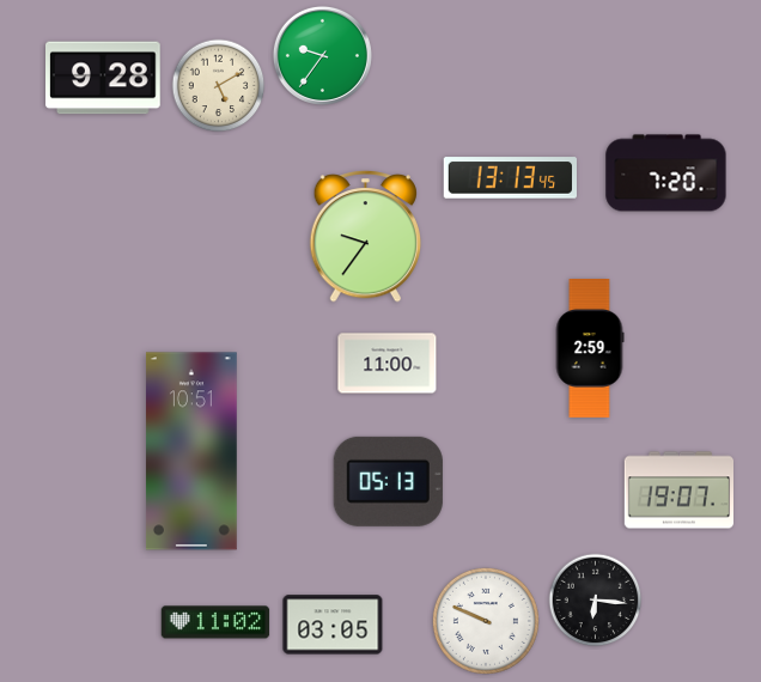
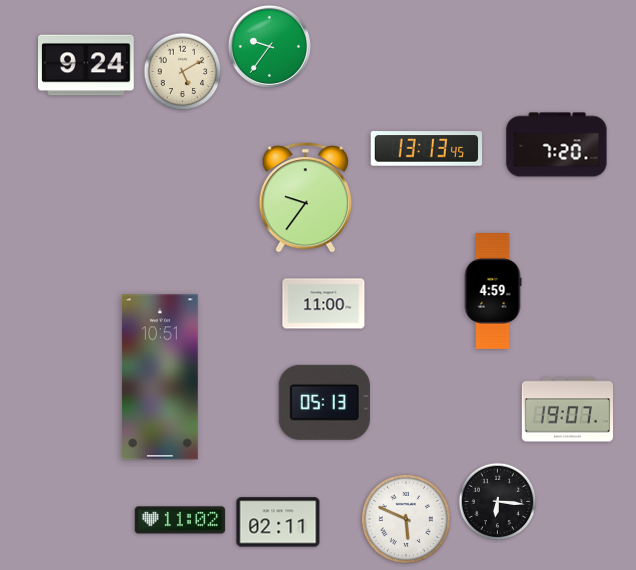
clock at (104, 78): 9:28 -> 9:24
clock at (590, 349): 2:59 -> 4:59
clock at (486, 621): 9:49 -> 5:49
clock at (333, 625): 03:05 -> 02:11
